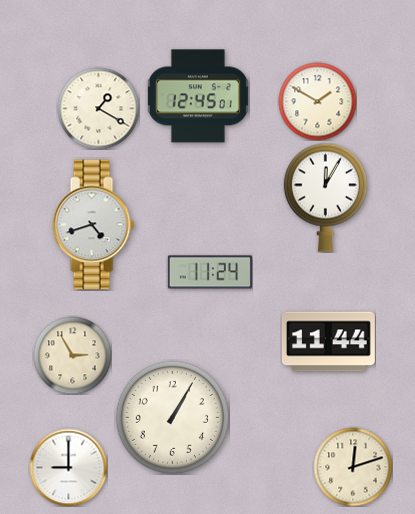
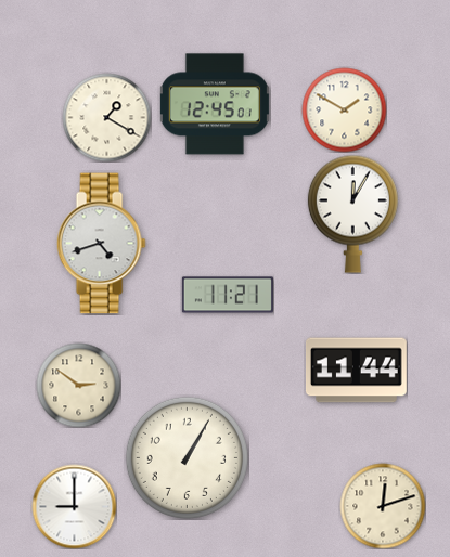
clock at (210, 272): 11:24 -> 11:21
clock at (72, 355): 2:55 -> 2:51
clock at (172, 417) position: (172, 417) -> (187, 457)
